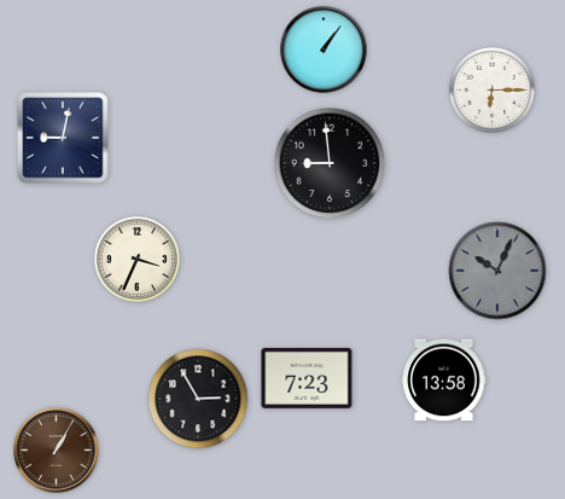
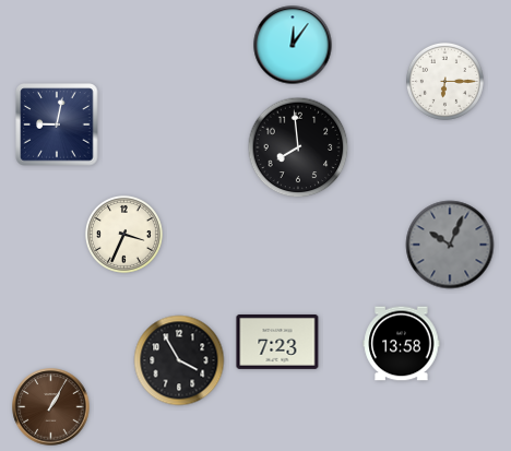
clock at (324, 50): 1:06 -> 12:06
clock at (330, 163): 8:59 -> 7:59
clock at (198, 399): 2:55 -> 3:55
